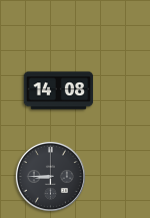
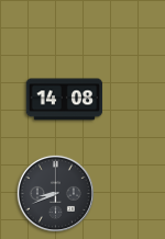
clock at (50, 176): 8:45 -> 8:41
